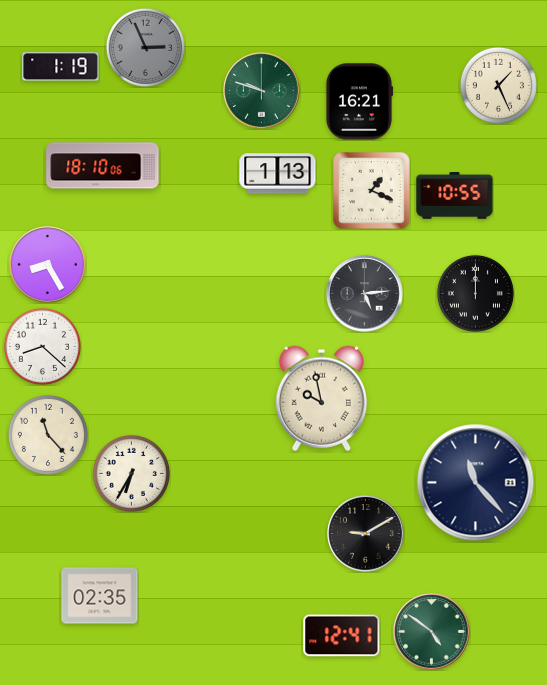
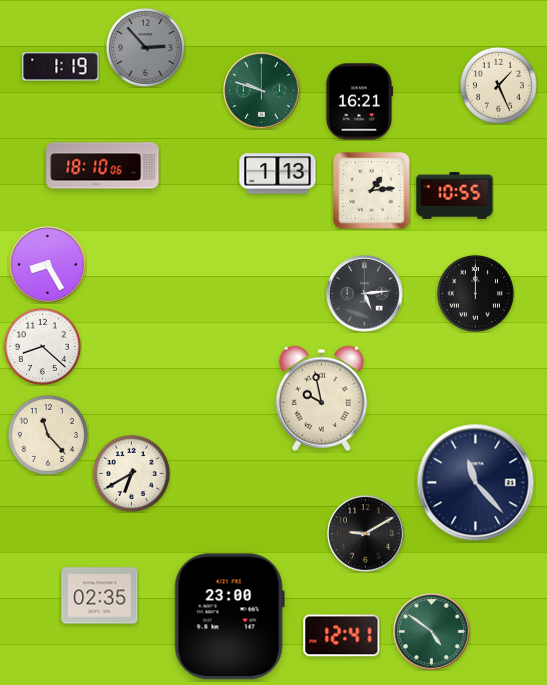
clock at (145, 47): 2:56 -> 2:53
clock at (372, 191): 1:19 -> 1:14
clock at (131, 473): 6:35 -> 6:40
clock at (229, 617): none -> 23:00
